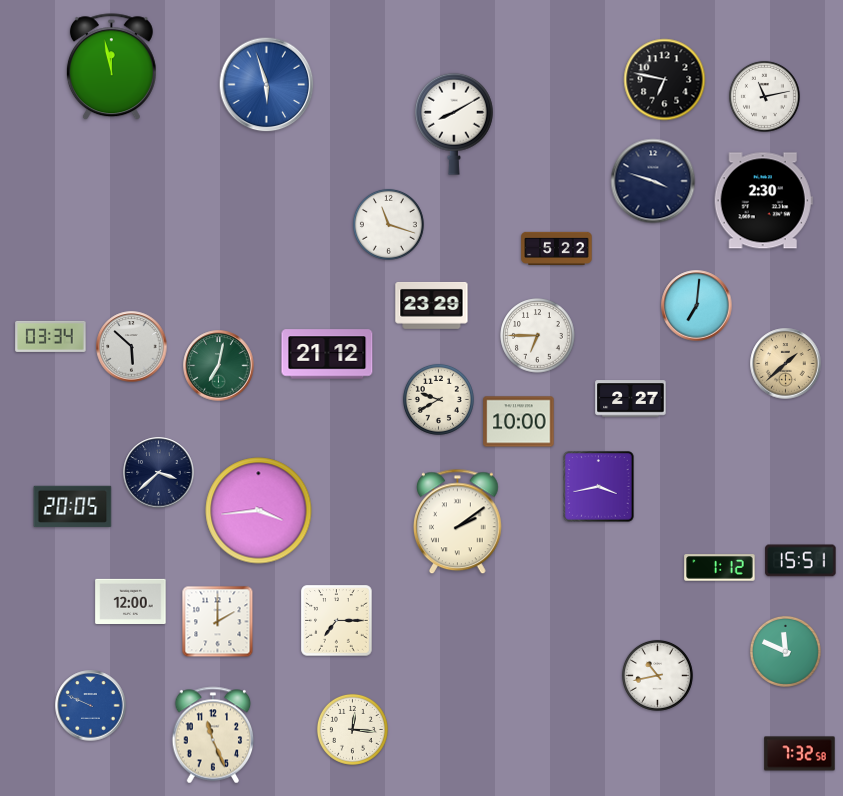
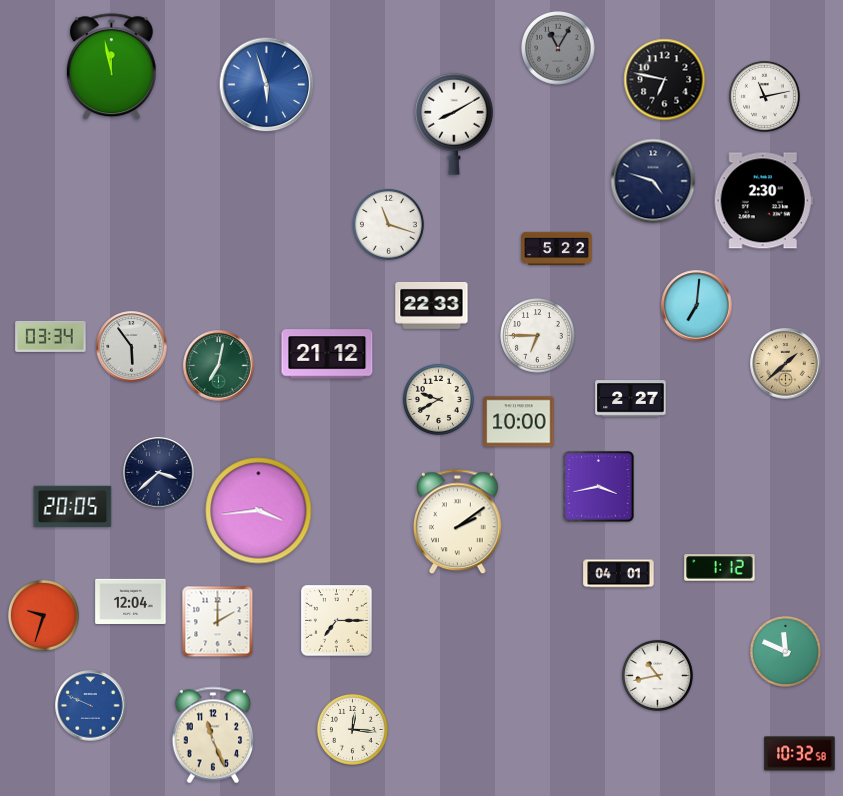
clock at (558, 48): none -> 11:05
clock at (653, 181): 3:48 -> 4:48
clock at (432, 306): 23:29 -> 22:33
clock at (132, 347): 5:52 -> 5:54
clock at (801, 561): 15:51 -> none
clock at (619, 574): none -> 04:01
clock at (131, 601): 12:00 -> 12:04
clock at (43, 615): none -> 9:33
clock at (800, 754): 7:32 -> 10:32
